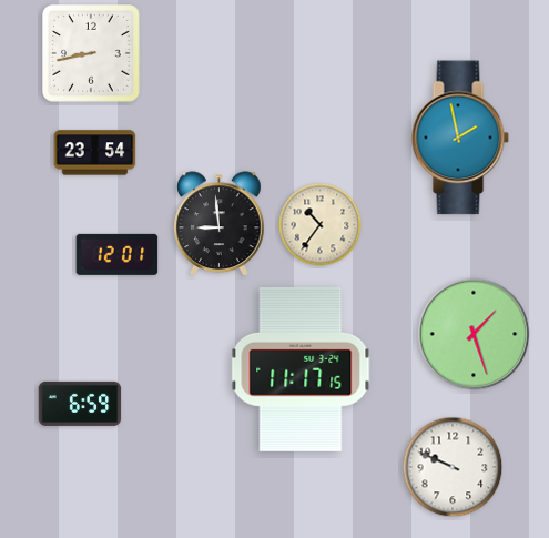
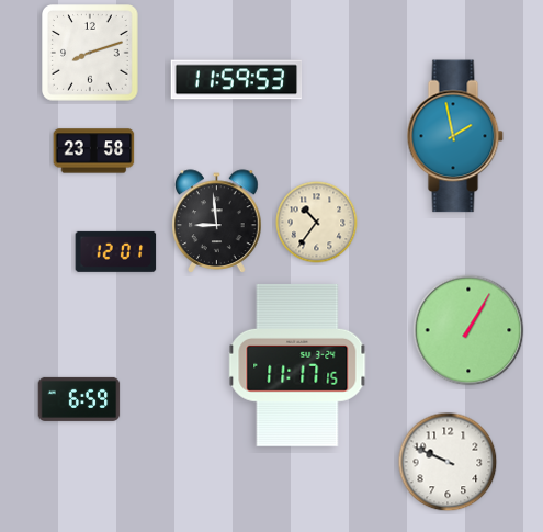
clock at (91, 53): 8:43 -> 8:12
clock at (237, 80): none -> 11:59
clock at (95, 153): 23:54 -> 23:58
clock at (474, 334): 1:27 -> 1:05
